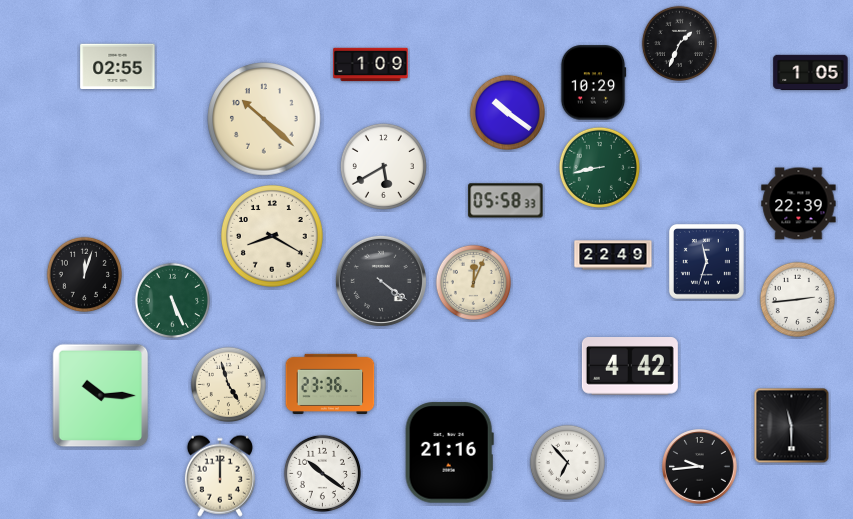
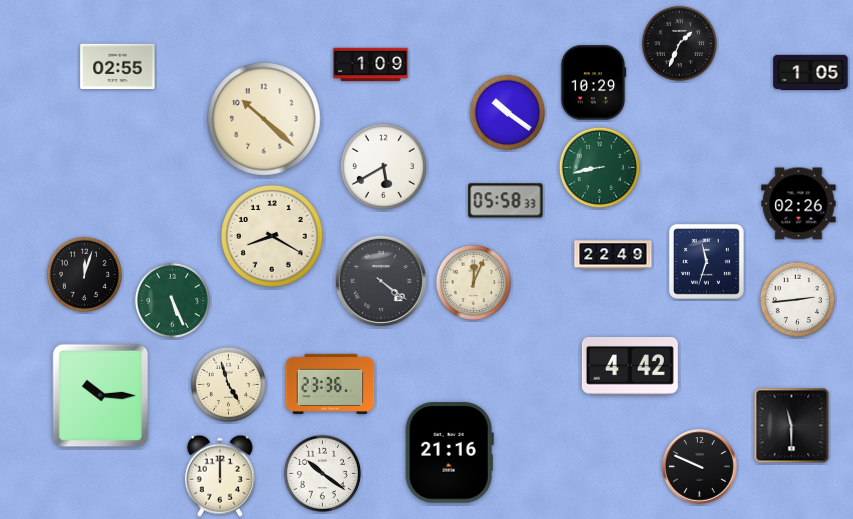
clock at (799, 204): 22:39 -> 02:26
clock at (567, 462): 6:53 -> none
clock at (700, 467): 9:44 -> 9:49
